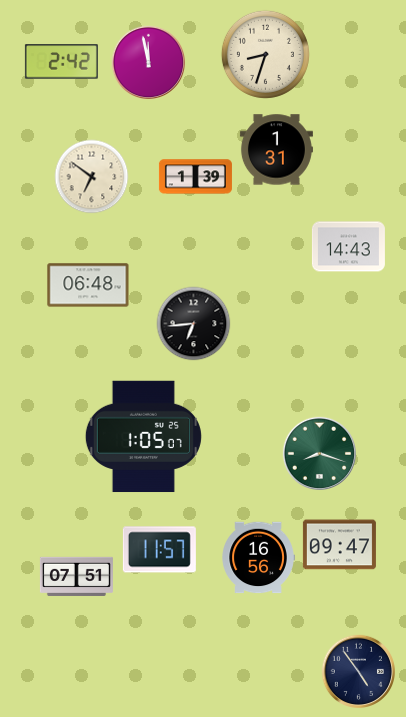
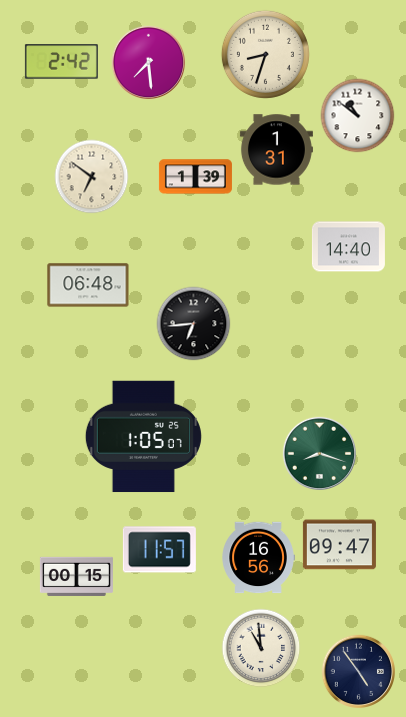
clock at (148, 62): 11:58 -> 7:29
clock at (358, 116): none -> 10:51
clock at (348, 247): 14:43 -> 14:40
clock at (76, 576): 07:51 -> 00:15
clock at (261, 648): none -> 10:59
